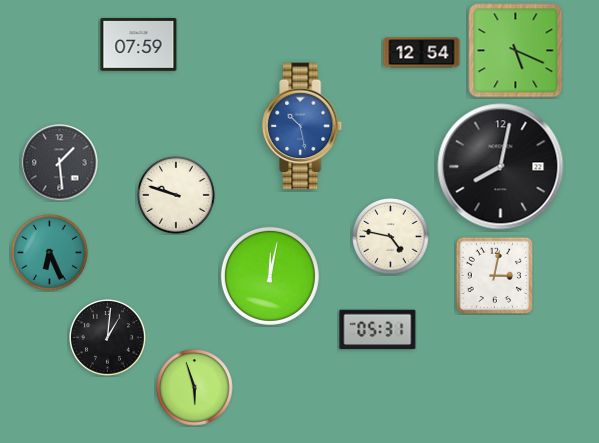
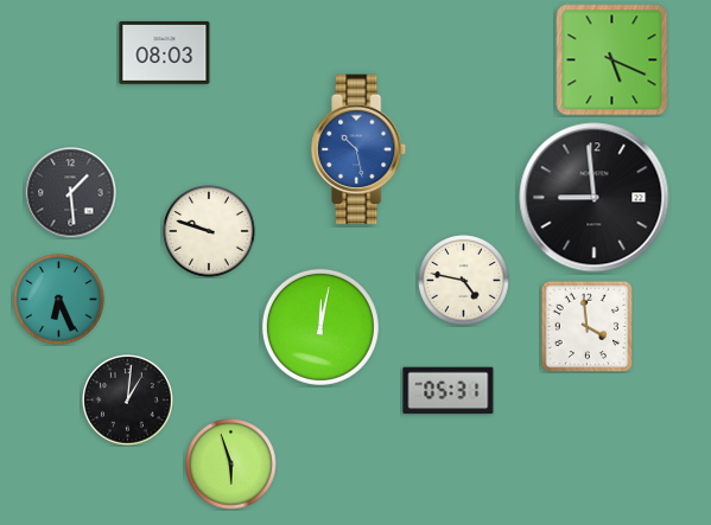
clock at (139, 44): 07:59 -> 08:03
clock at (422, 53): 12:54 -> none
clock at (501, 167): 8:02 -> 8:59
clock at (494, 275): 3:02 -> 3:59
clock at (195, 388) position: (195, 388) -> (231, 465)
